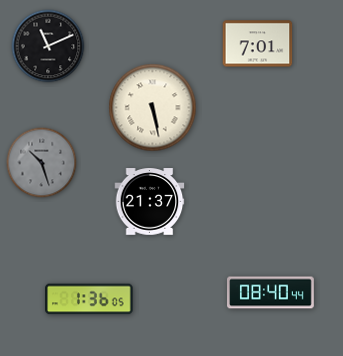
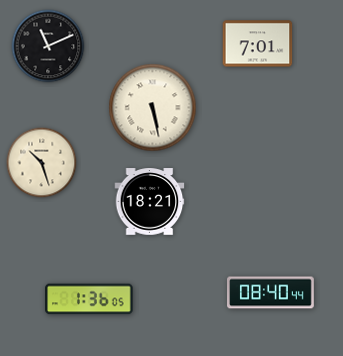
clock at (42, 163) dial: grey -> cream
clock at (150, 202): 21:37 -> 18:21
